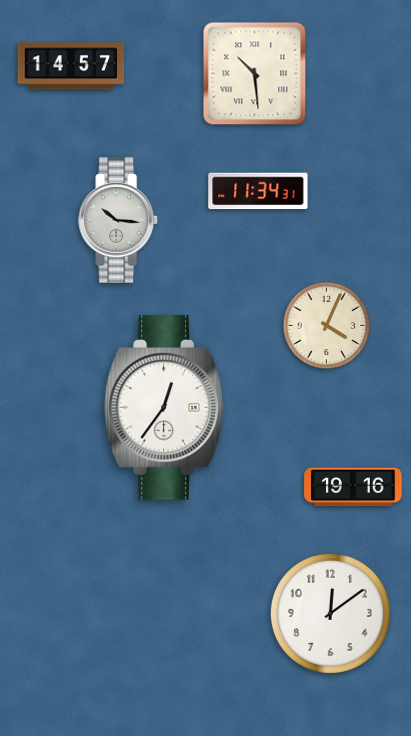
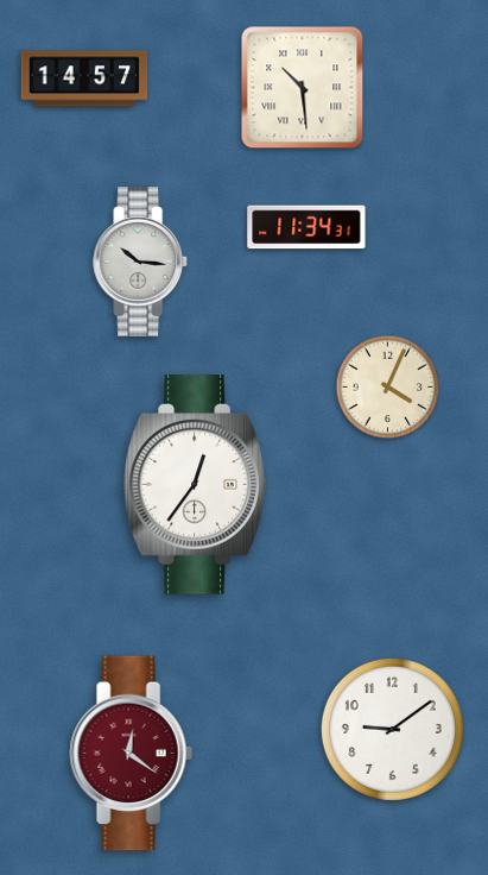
clock at (353, 487): 19:16 -> none
clock at (330, 613): 12:09 -> 9:09
clock at (131, 754): none -> 12:21
